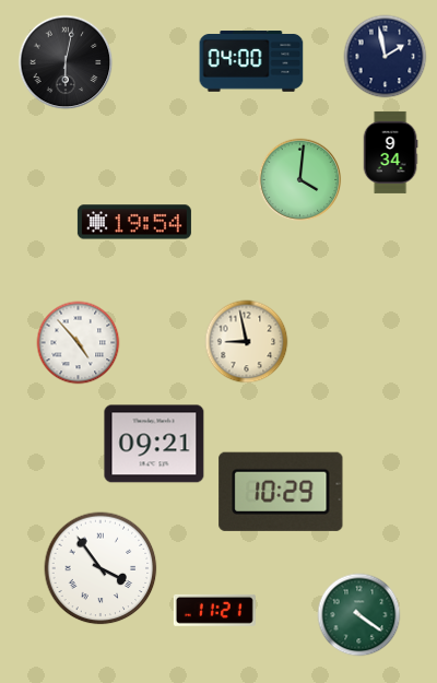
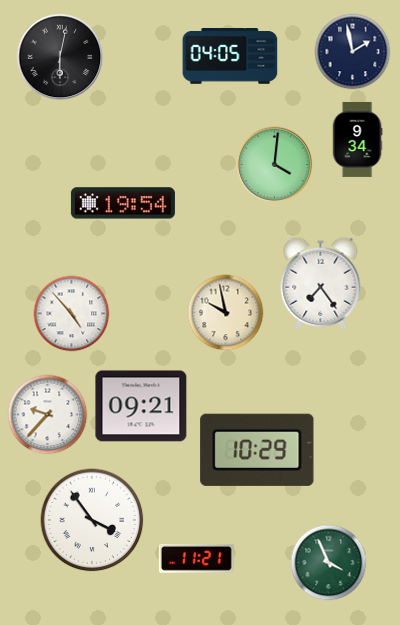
clock at (251, 62): 04:00 -> 04:05
clock at (321, 283): none -> 7:24
clock at (247, 342): 8:58 -> 9:58
clock at (48, 415): none -> 9:37
clock at (359, 615): 4:21 -> 3:56
